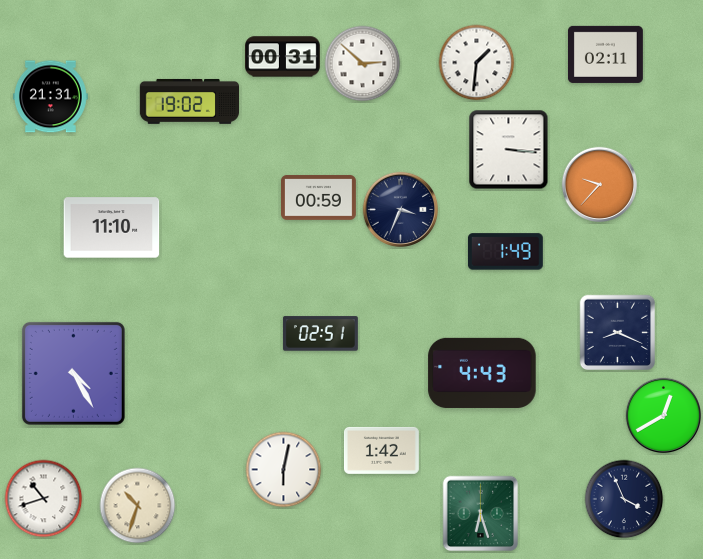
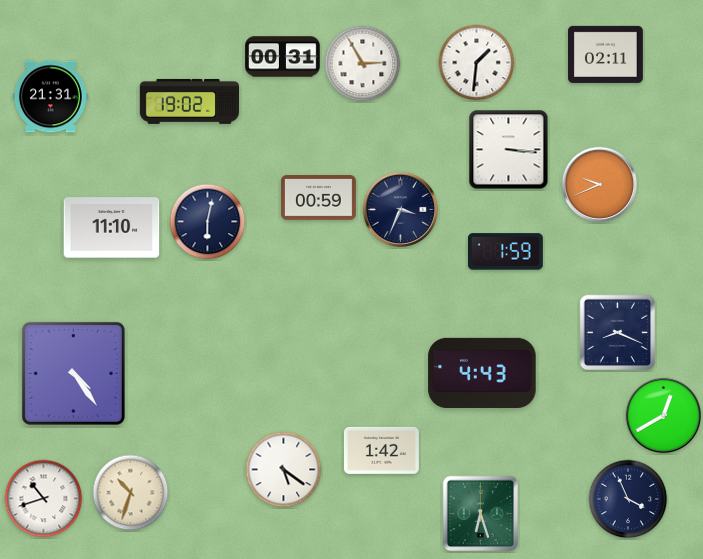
clock at (363, 64): 2:52 -> 2:55
clock at (599, 184): 9:37 -> 9:41
clock at (208, 222): none -> 6:02
clock at (505, 252): 1:49 -> 1:59
clock at (320, 334): 02:51 -> none
clock at (73, 373): 4:25 -> 4:24
clock at (284, 470): 6:02 -> 5:21
clock at (624, 499) position: (624, 499) -> (628, 499)
clock at (138, 506) position: (138, 506) -> (131, 493)
